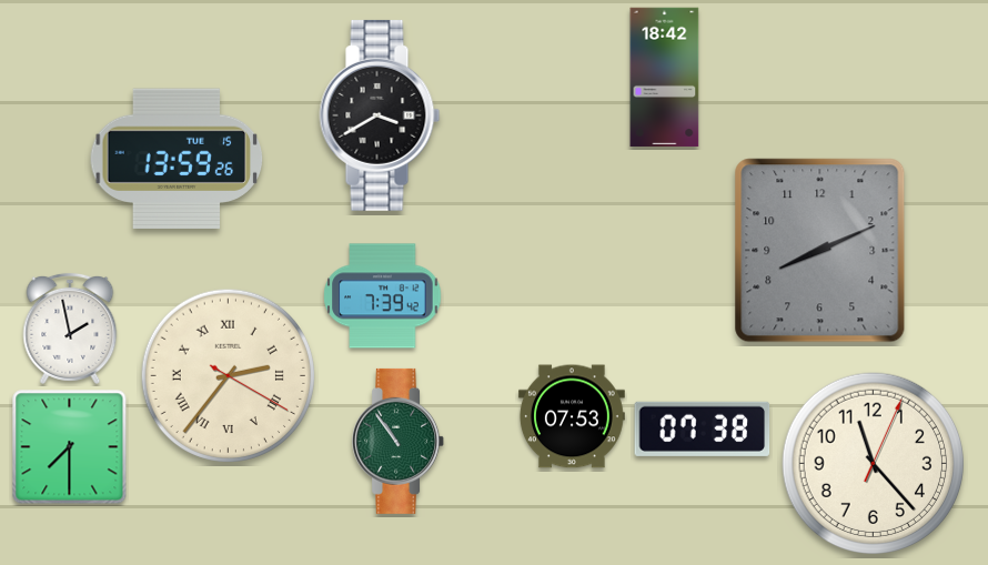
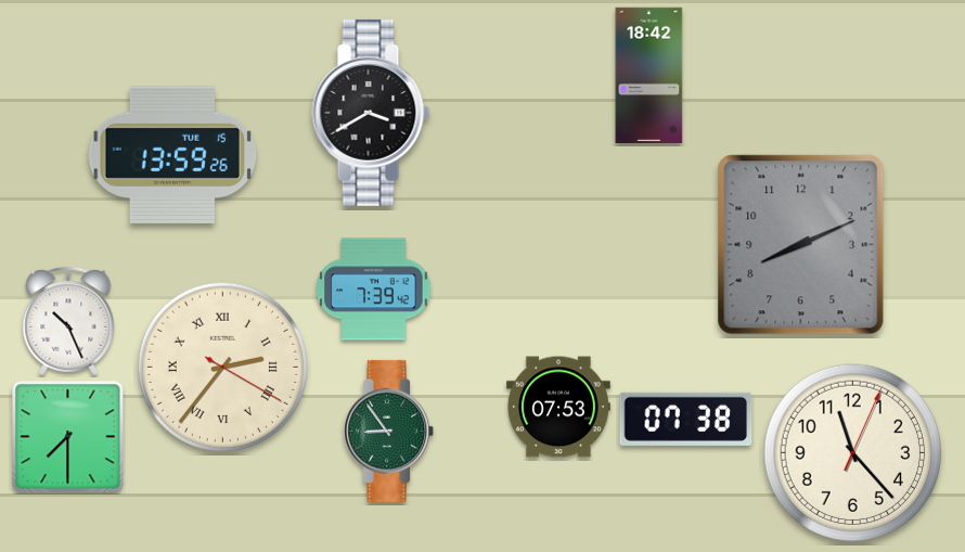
clock at (70, 329): 1:58 -> 10:26
clock at (399, 441): 10:54 -> 8:54
